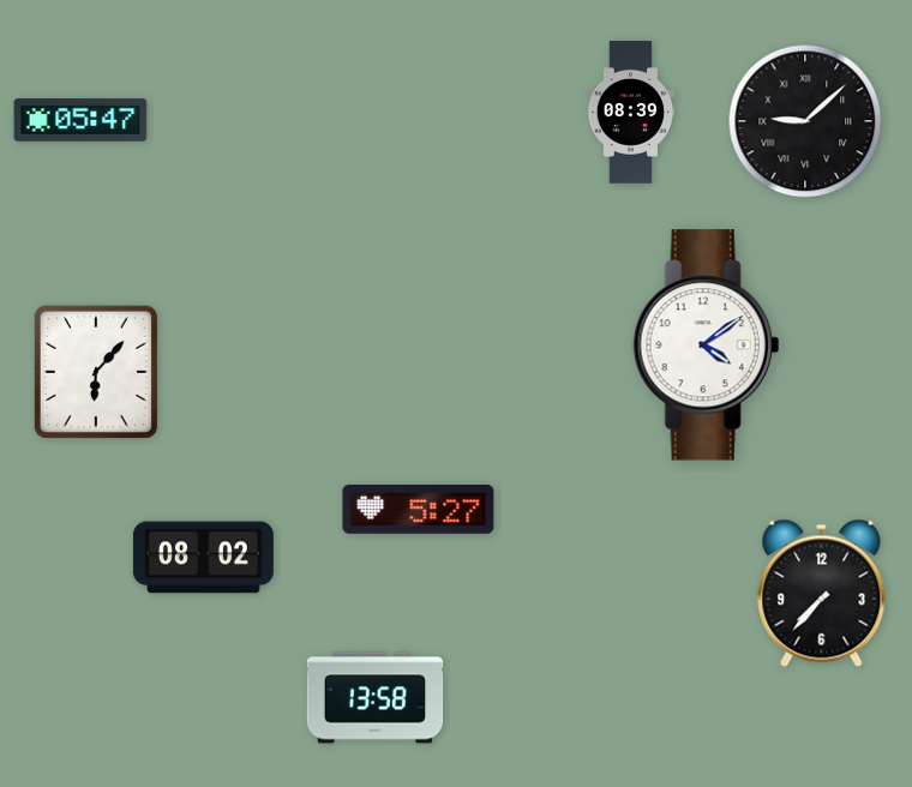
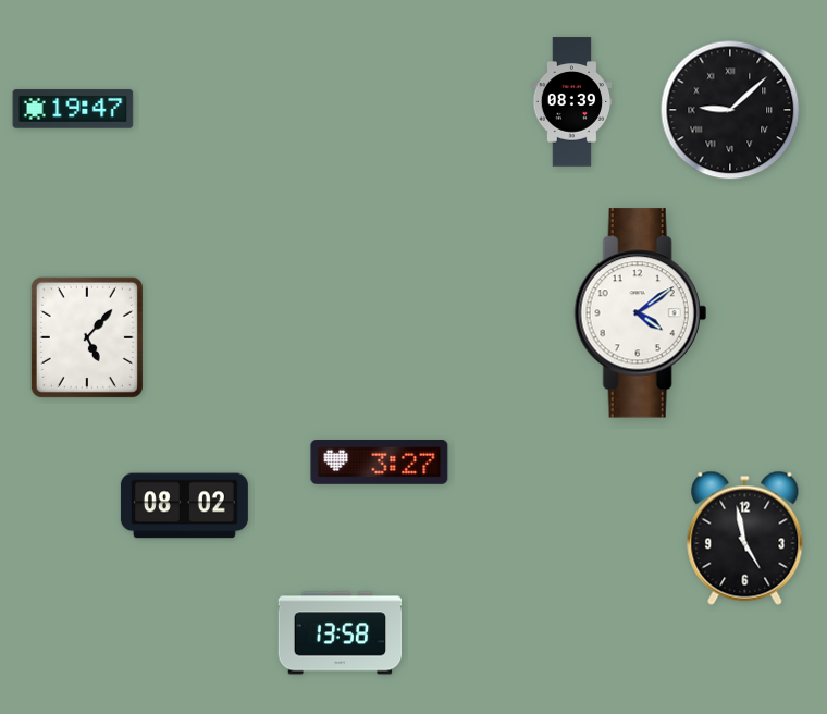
clock at (80, 120): 05:47 -> 19:47
clock at (96, 372): 6:07 -> 5:07
clock at (419, 510): 5:27 -> 3:27
clock at (822, 593): 7:37 -> 4:58
